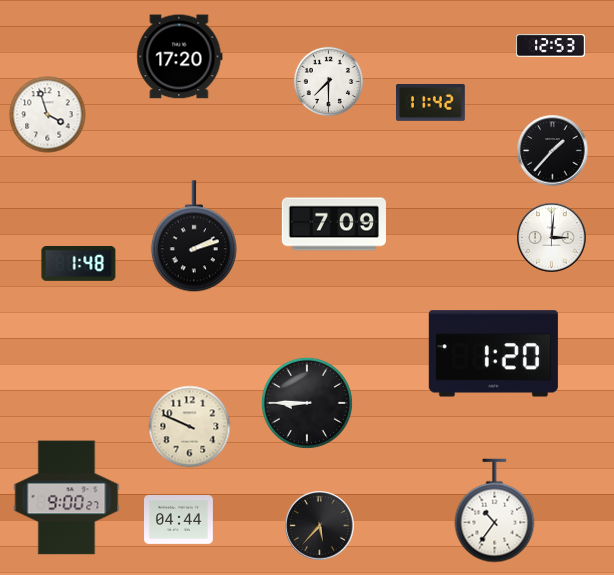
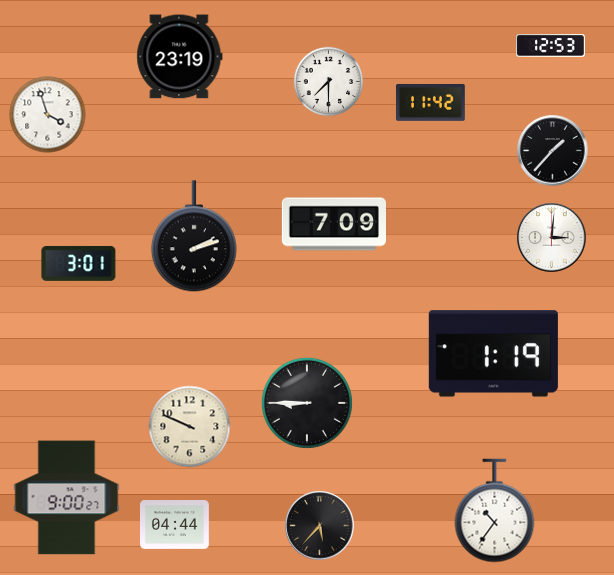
clock at (180, 57): 17:20 -> 23:19
clock at (79, 263): 1:48 -> 3:01
clock at (493, 354): 1:20 -> 1:19
clock at (179, 520) position: (179, 520) -> (175, 525)
